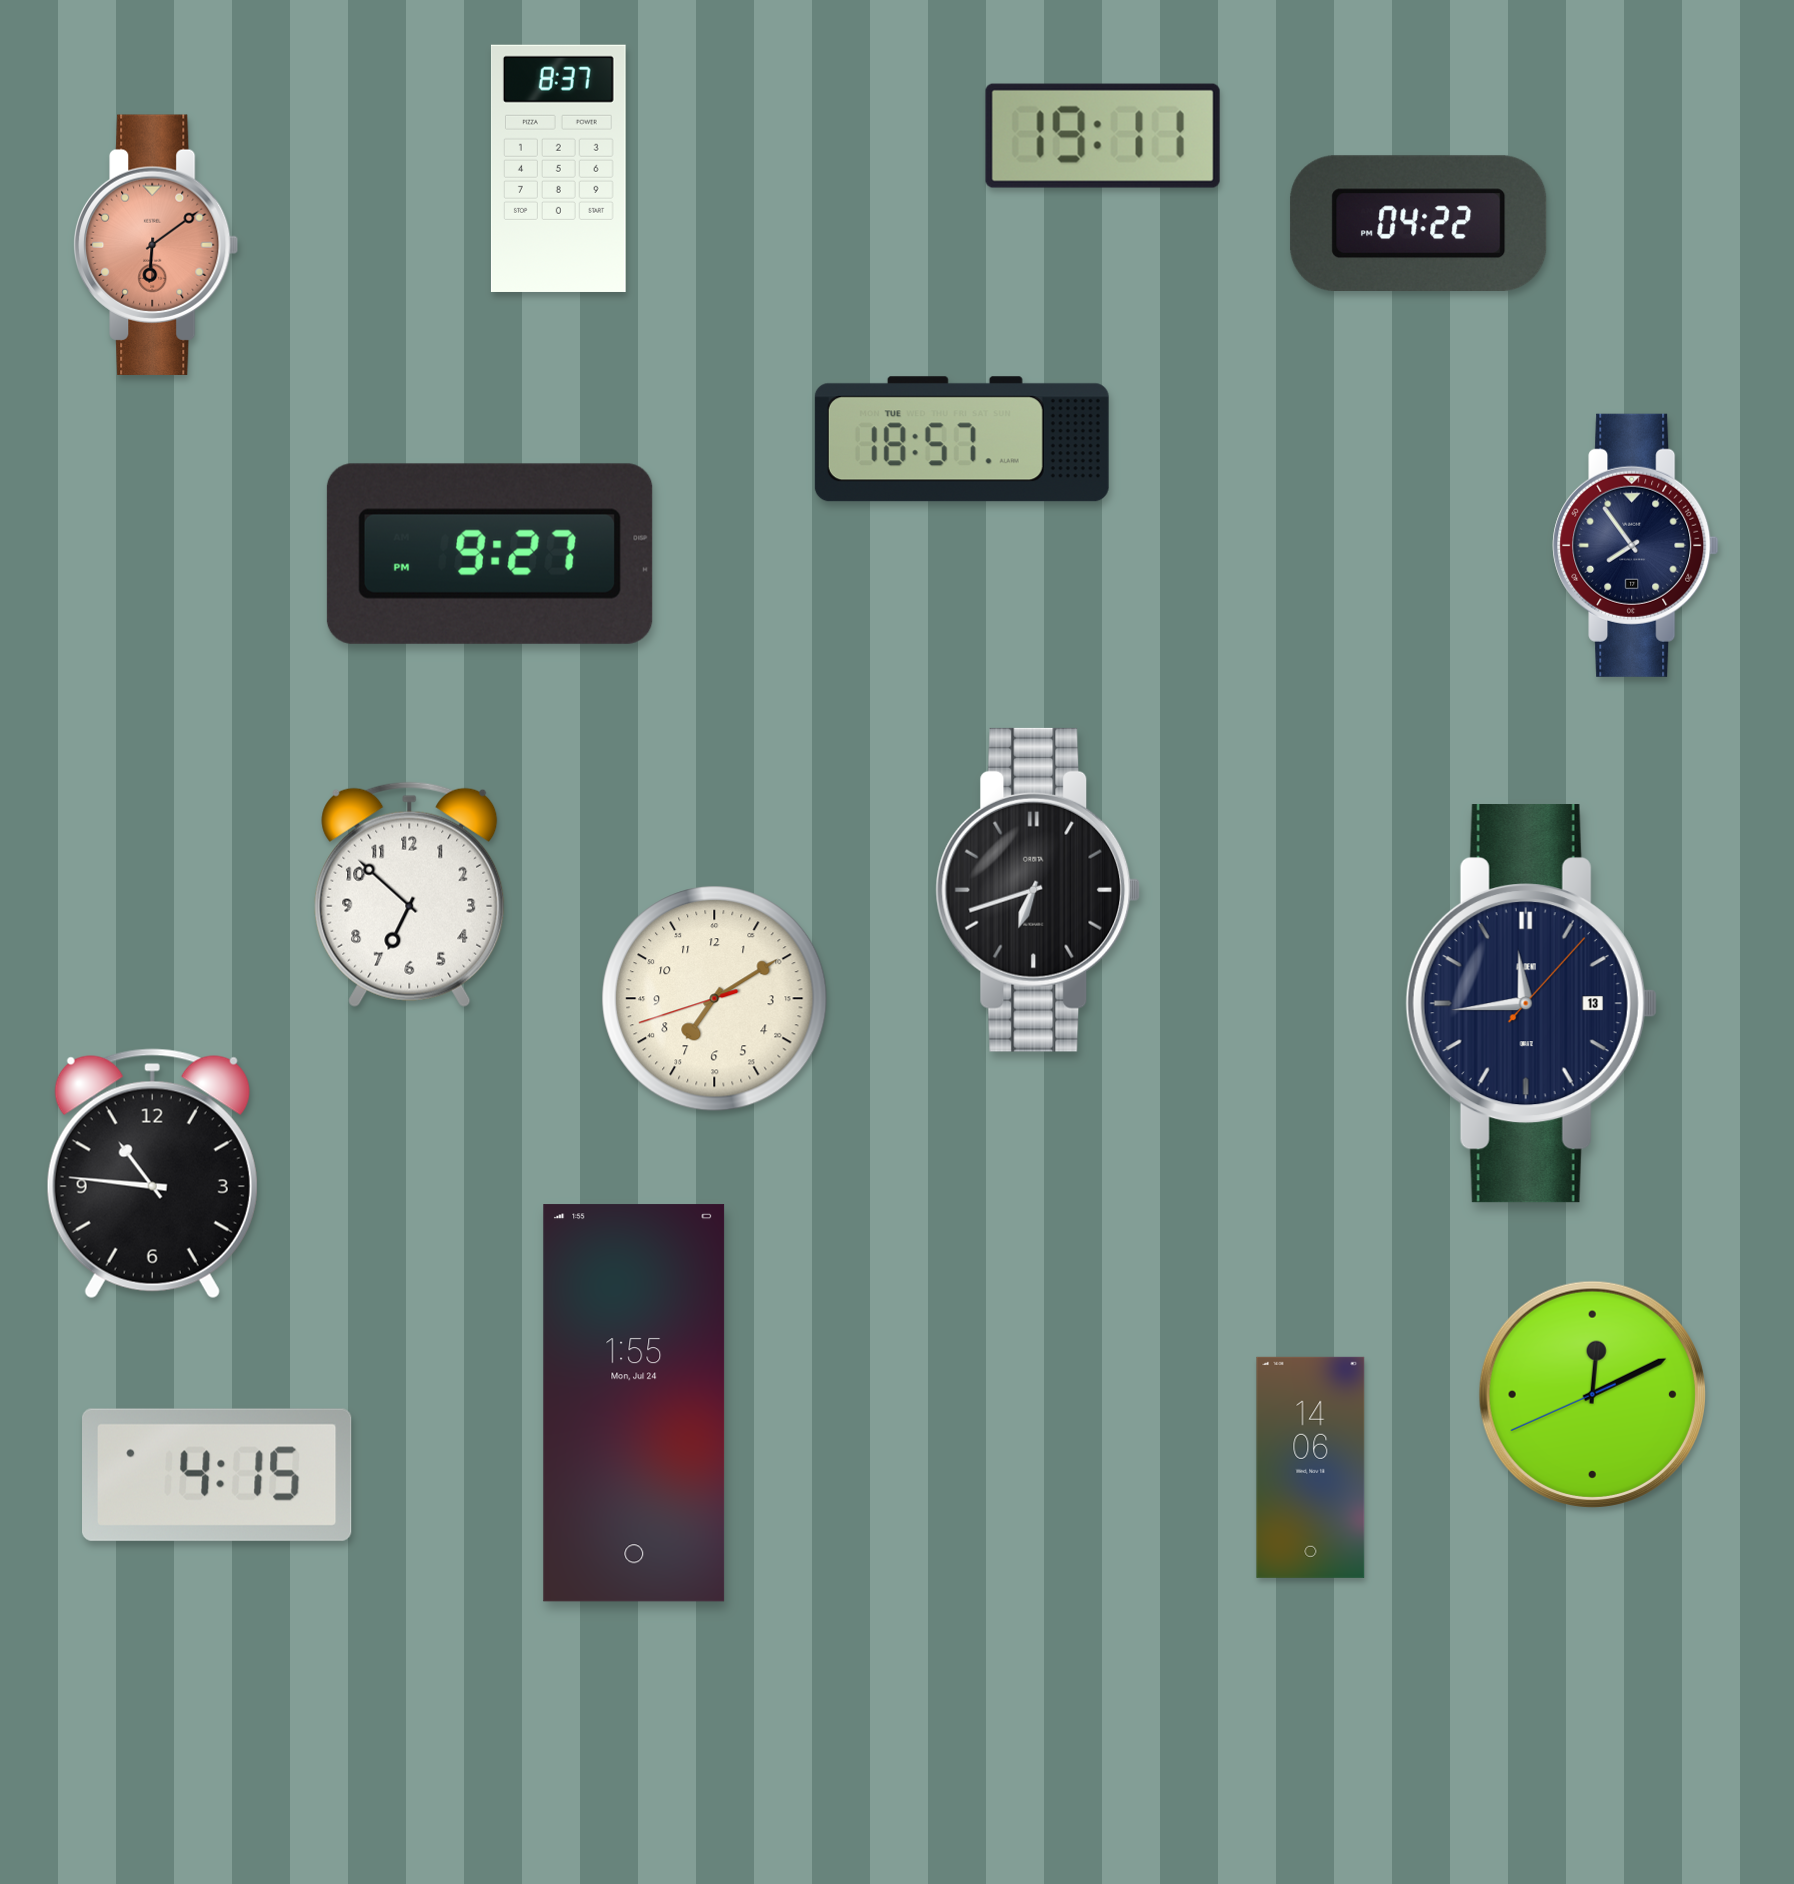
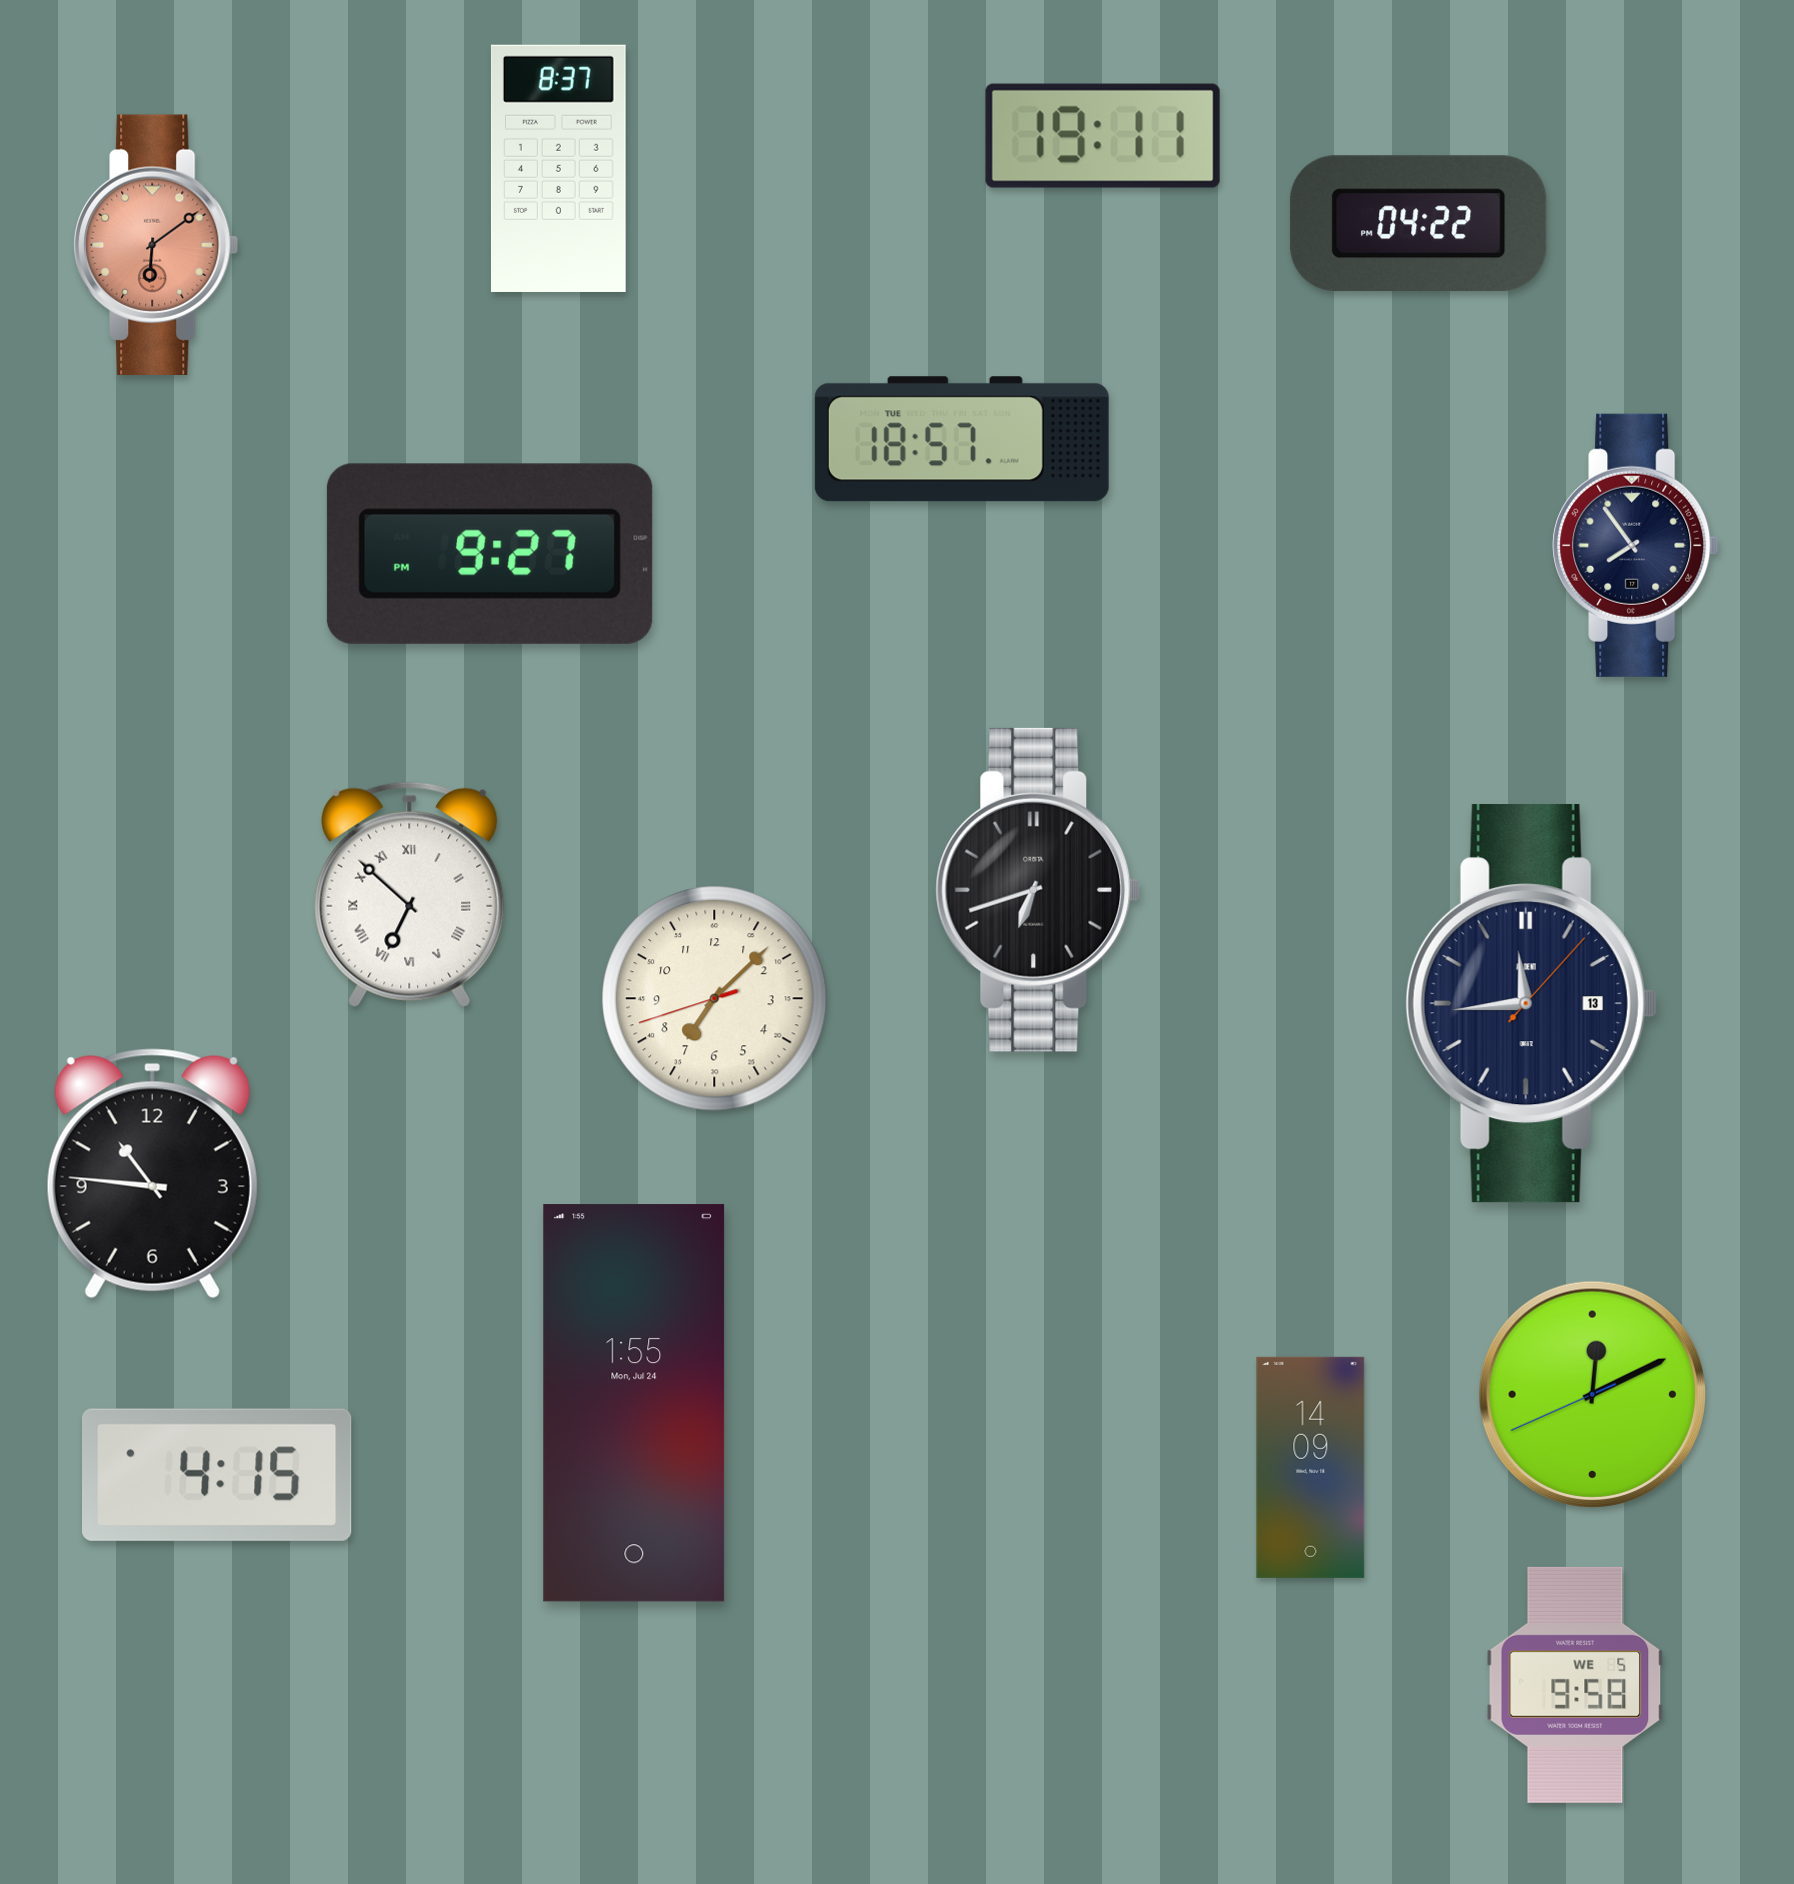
clock at (410, 894) numerals: Arabic -> Roman
clock at (715, 999): 7:09 -> 7:07
clock at (1311, 1467): 14:06 -> 14:09
clock at (1575, 1685): none -> 9:58
